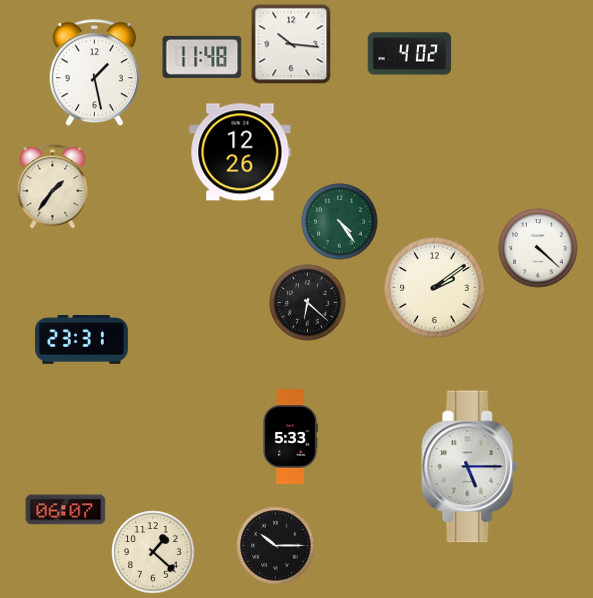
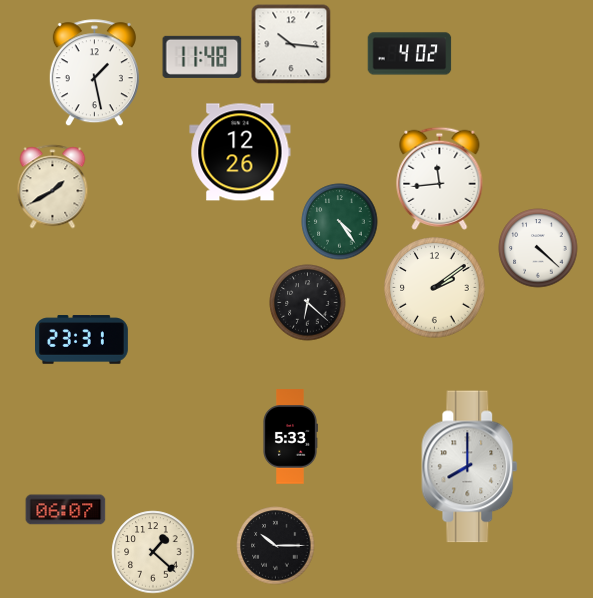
clock at (440, 178): none -> 11:44
clock at (53, 187): 1:36 -> 1:40
clock at (470, 467): 5:15 -> 8:00
